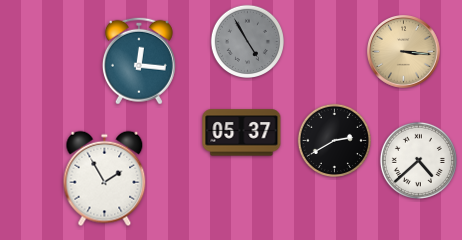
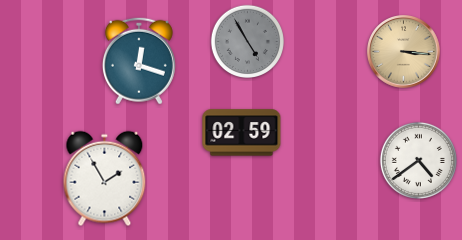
clock at (139, 61): 12:16 -> 12:18
clock at (242, 133): 05:37 -> 02:59
clock at (334, 140): 2:40 -> none
clock at (418, 160): 4:38 -> 4:39
